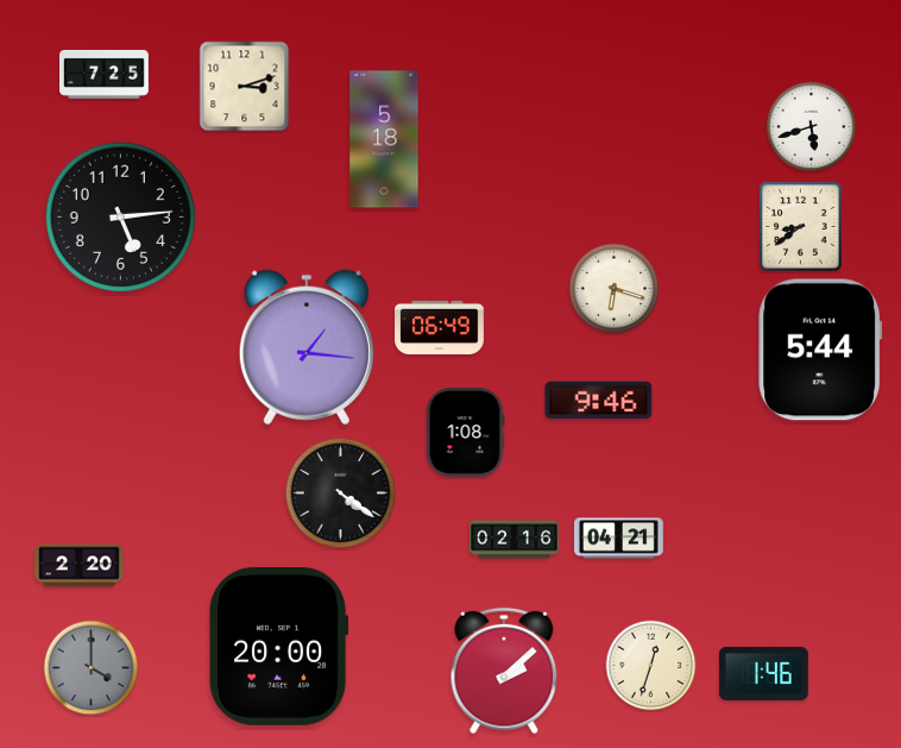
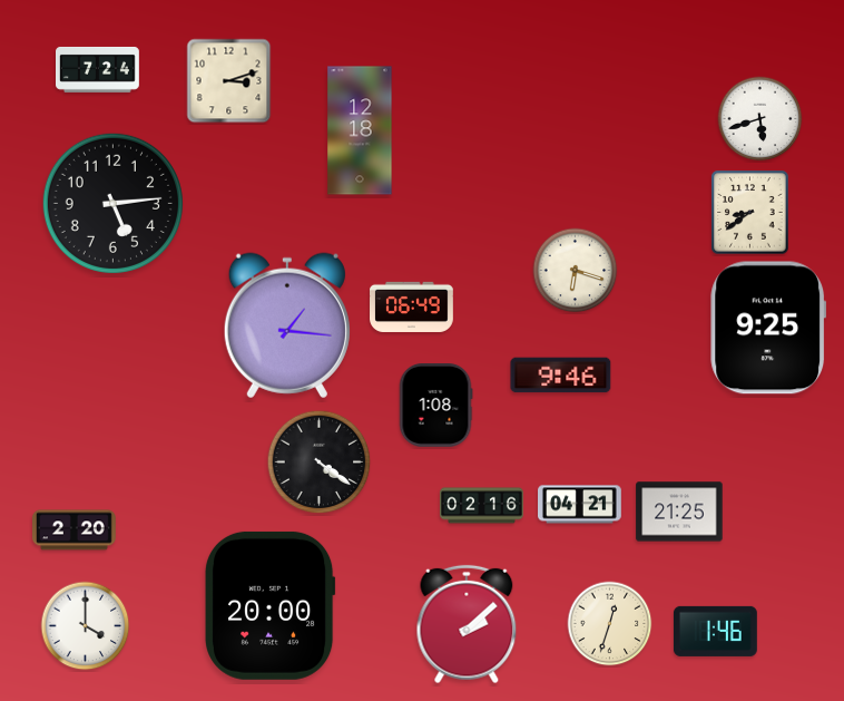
clock at (105, 74): 7:25 -> 7:24
clock at (384, 139): 5:18 -> 12:18
clock at (820, 350): 5:44 -> 9:25
clock at (679, 512): none -> 21:25
clock at (279, 646) position: (279, 646) -> (271, 605)
clock at (92, 668) dial: grey -> white
clock at (504, 671) position: (504, 671) -> (467, 624)
